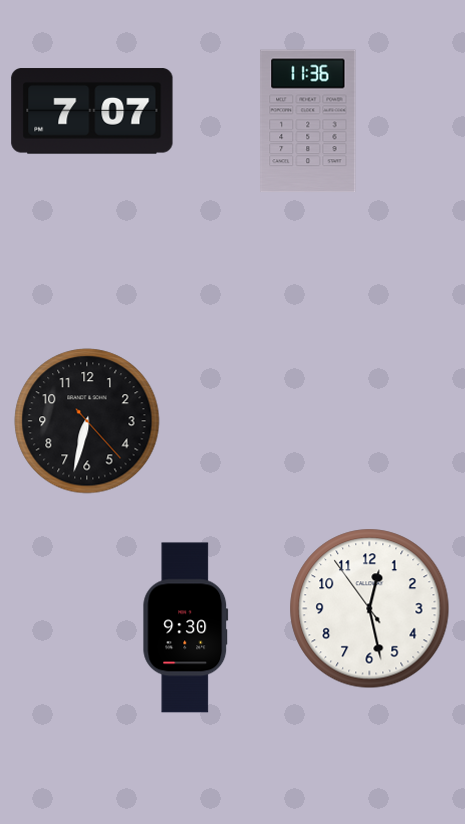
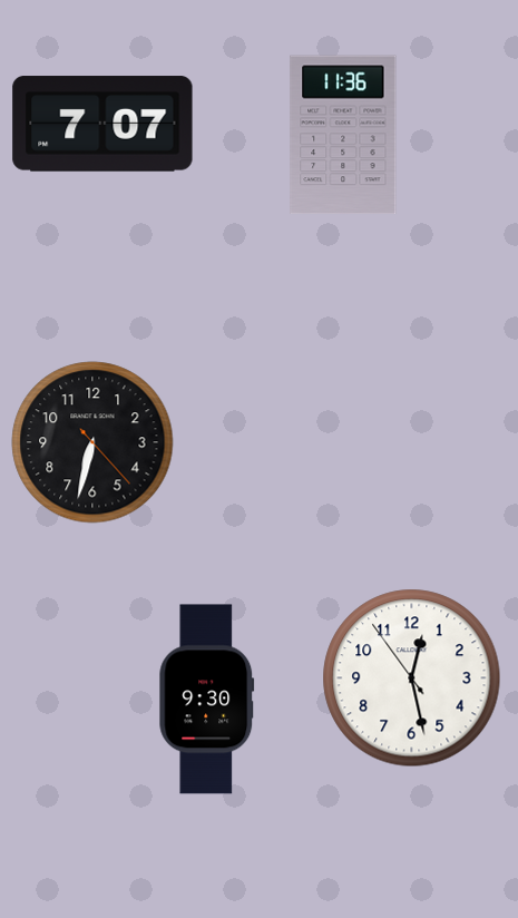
clock at (87, 421) position: (87, 421) -> (92, 442)
